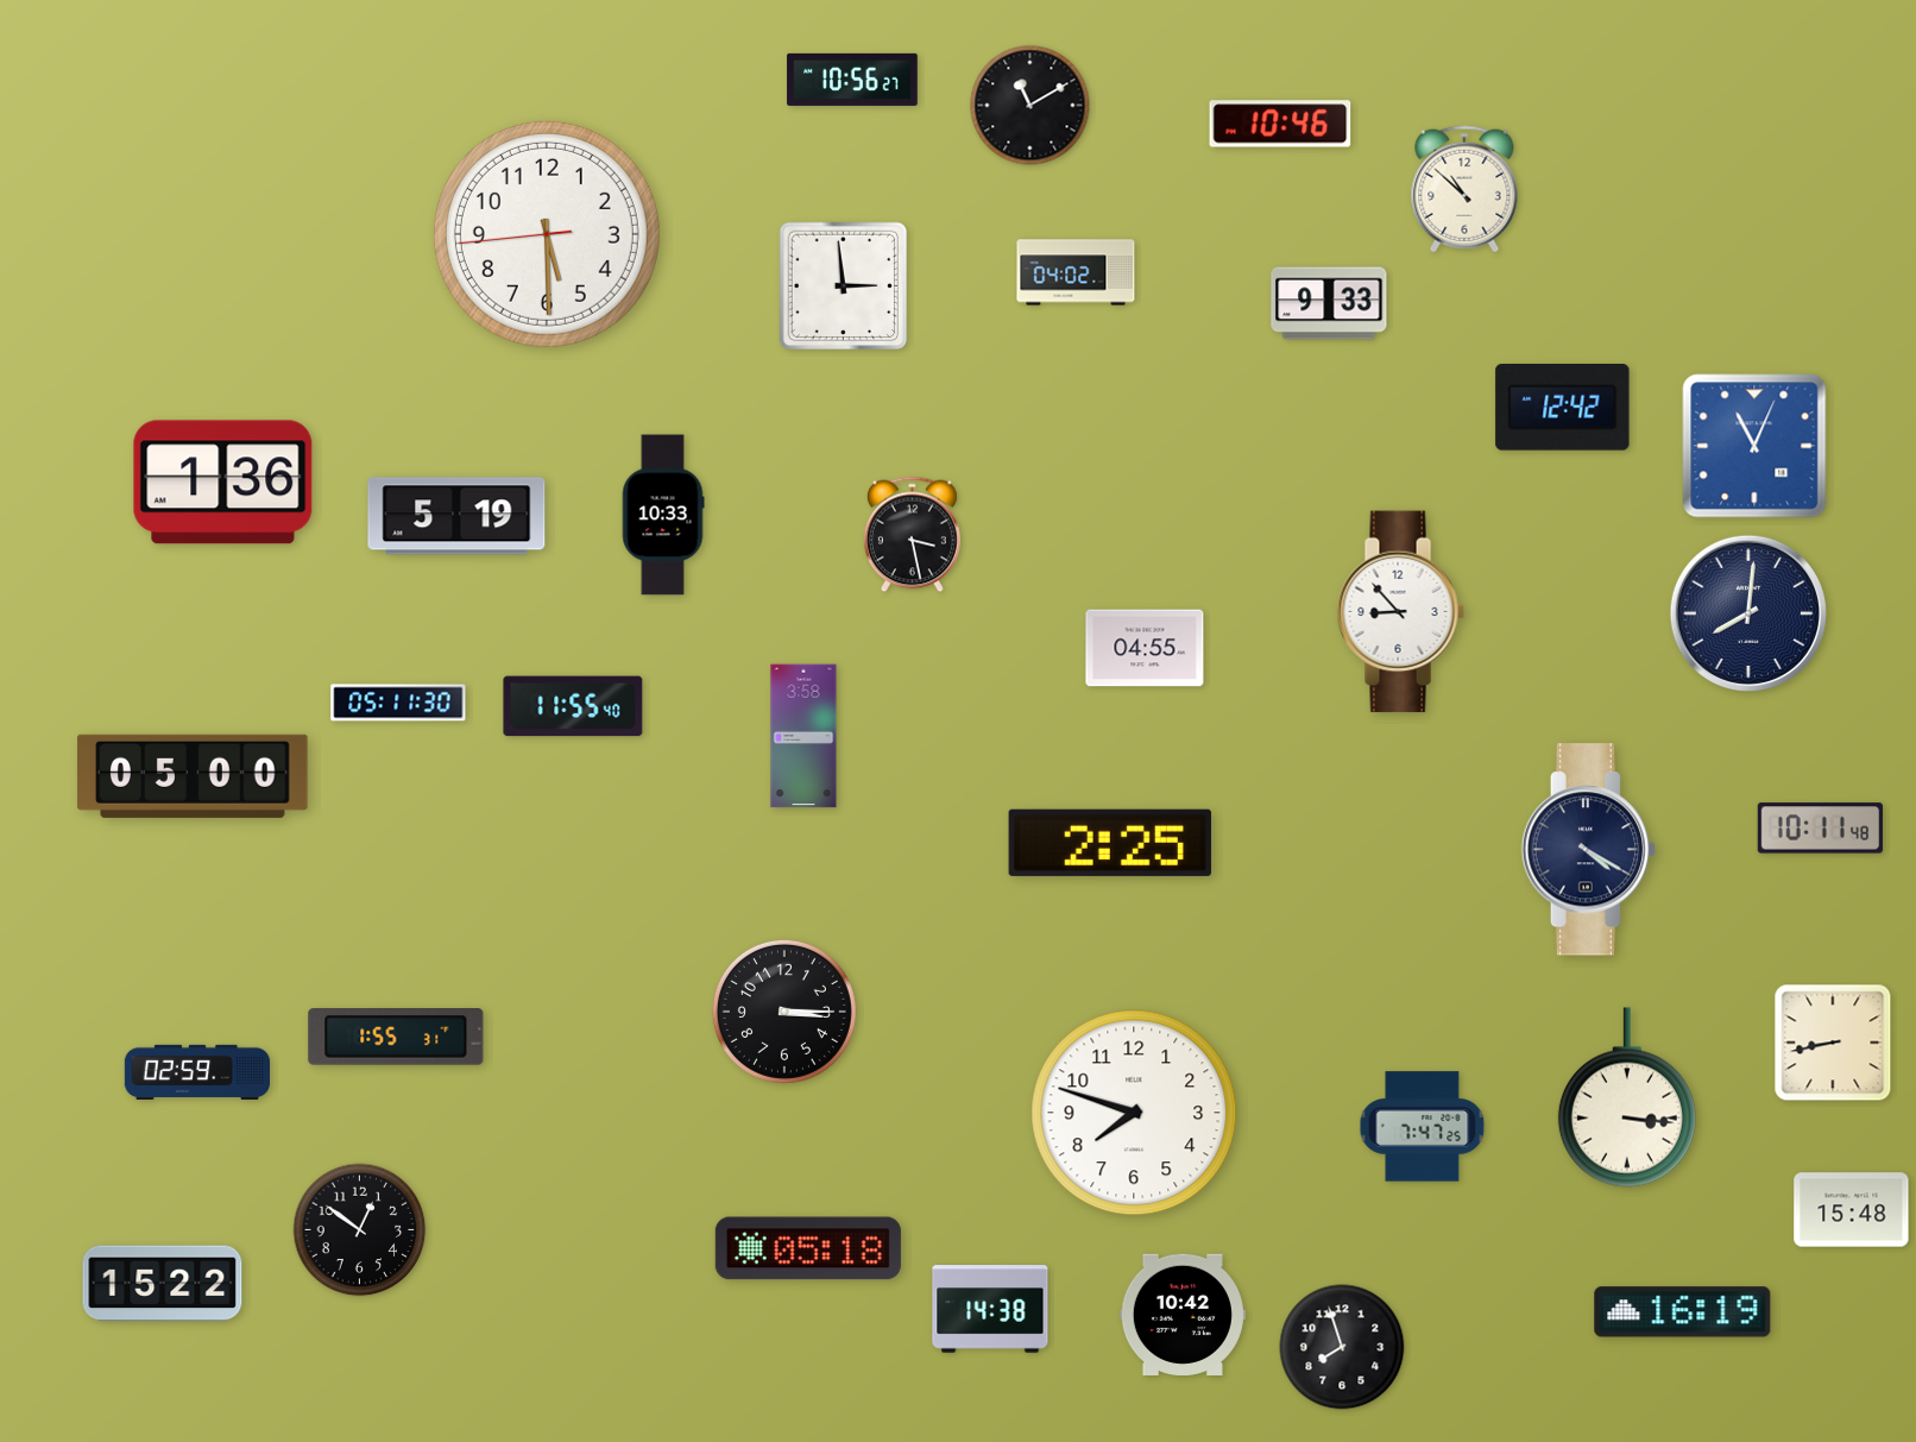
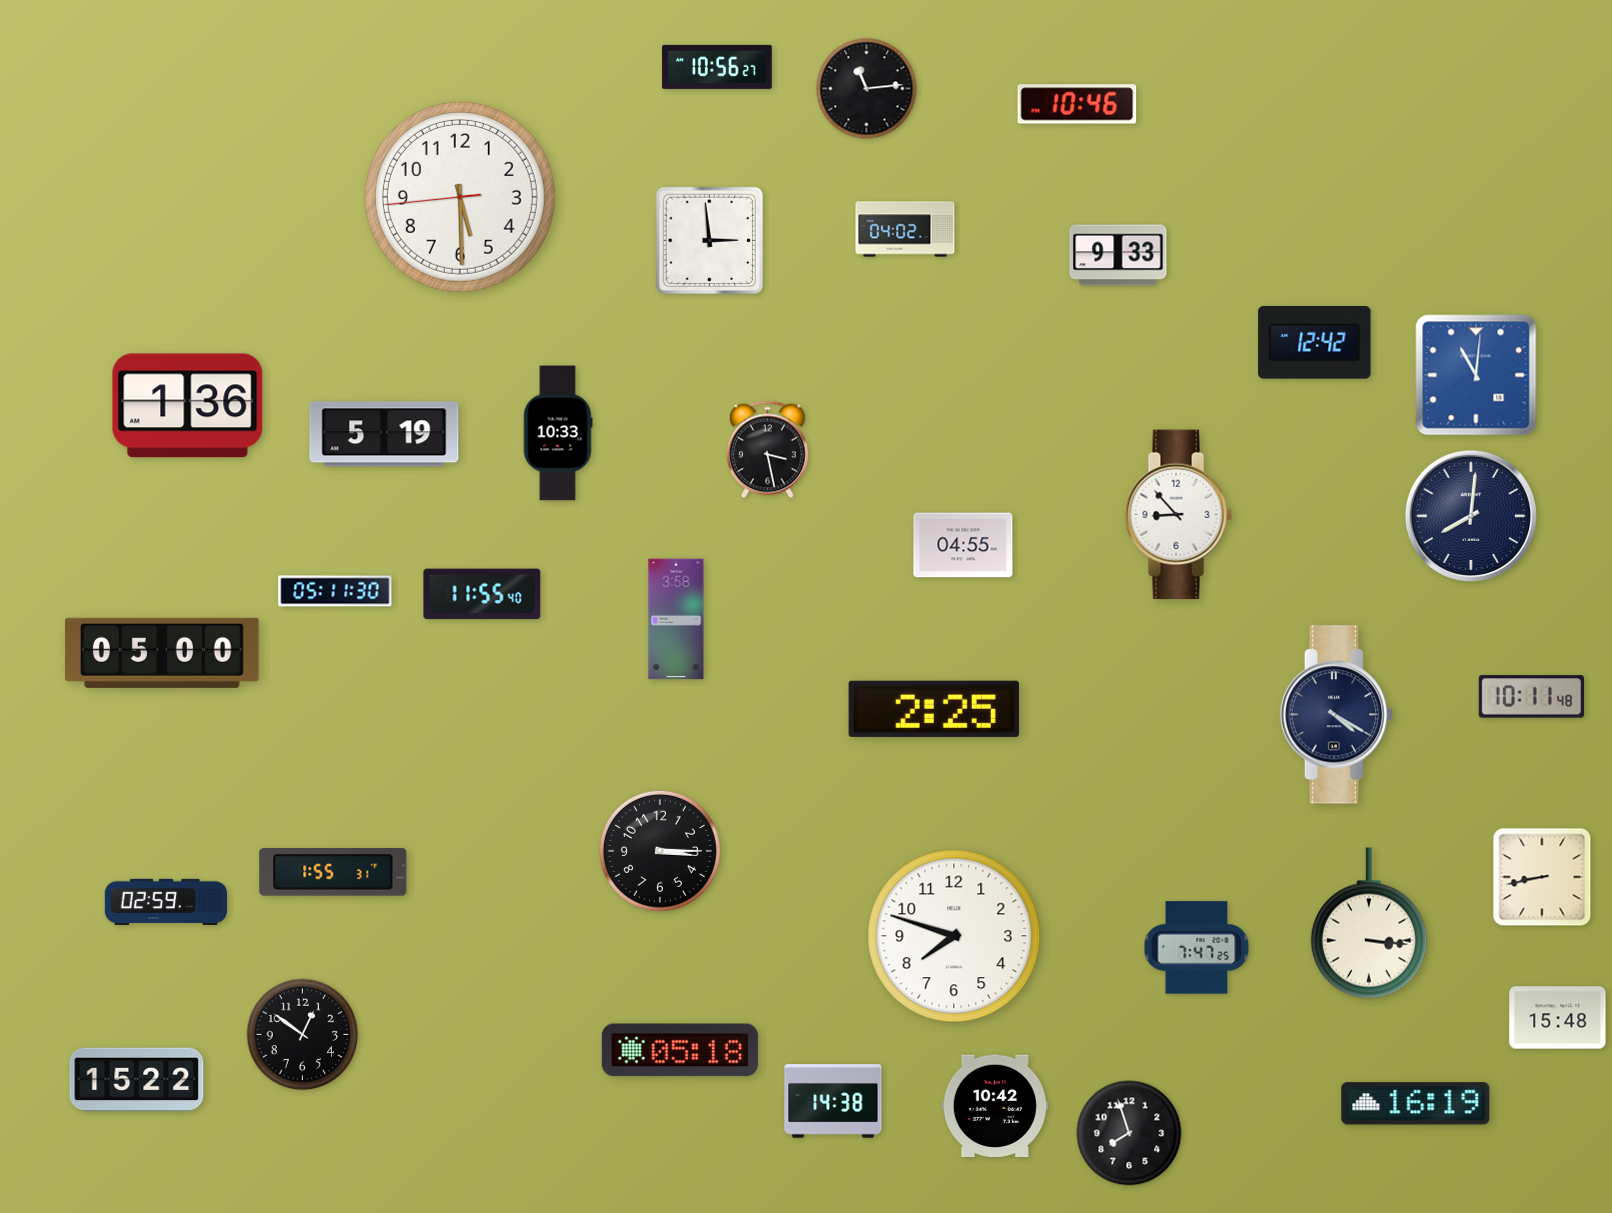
clock at (1031, 106): 11:10 -> 11:14
clock at (1464, 189): 10:52 -> none
clock at (1754, 446): 11:04 -> 11:01
